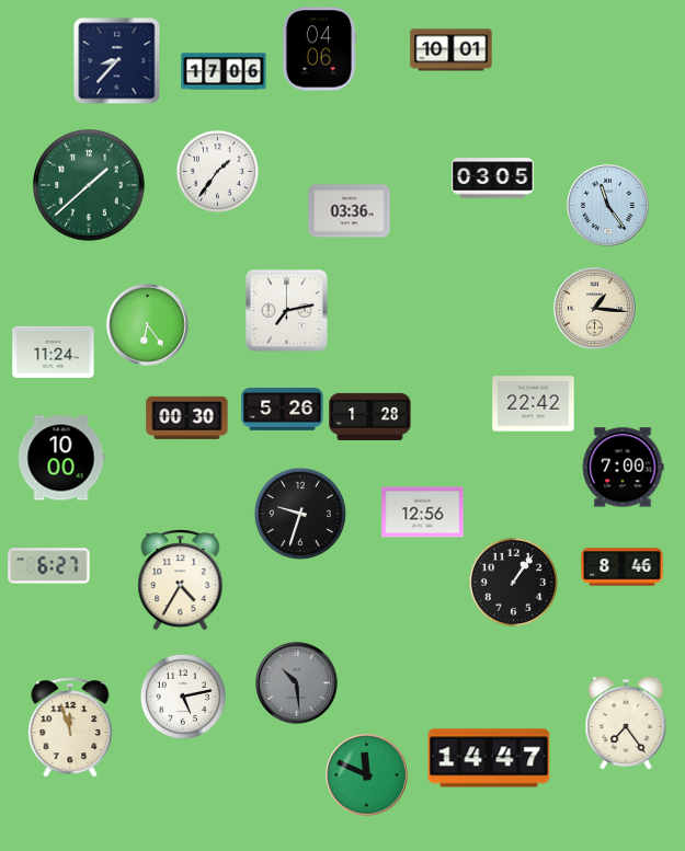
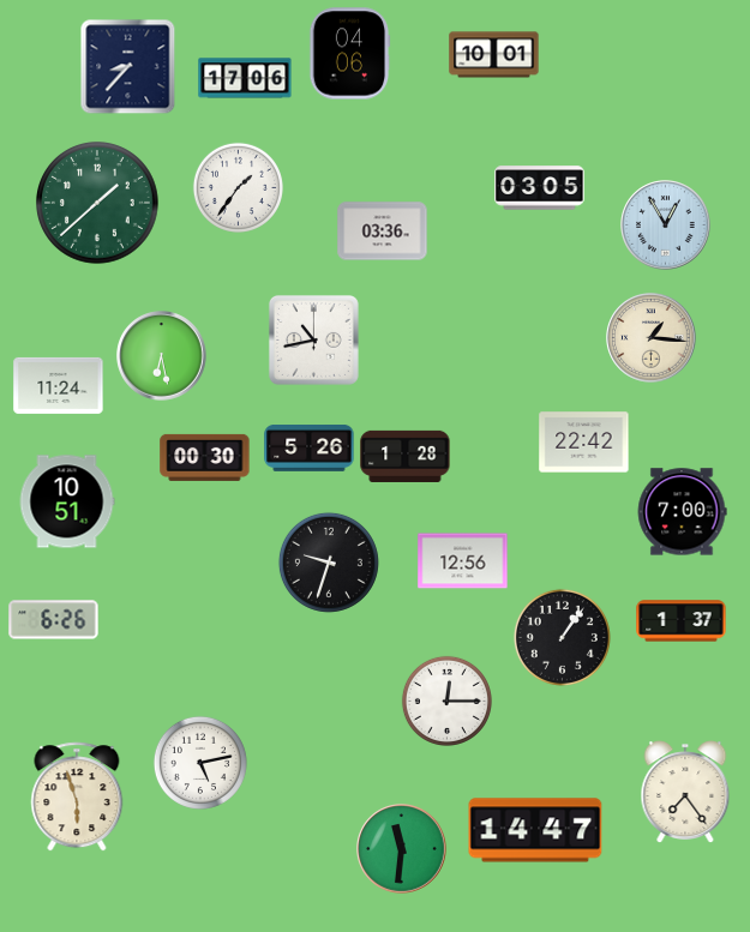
clock at (493, 179) position: (493, 179) -> (540, 188)
clock at (608, 206): 11:24 -> 12:55
clock at (286, 310): 7:13 -> 10:43
clock at (148, 325): 6:24 -> 6:28
clock at (61, 458): 10:00 -> 10:51
clock at (49, 566): 6:27 -> 6:26
clock at (623, 567): 8:46 -> 1:37
clock at (181, 580): 4:35 -> none
clock at (446, 700): none -> 12:15
clock at (297, 683): 10:29 -> none
clock at (70, 727): 11:57 -> 5:57
clock at (367, 775): 11:49 -> 11:31
